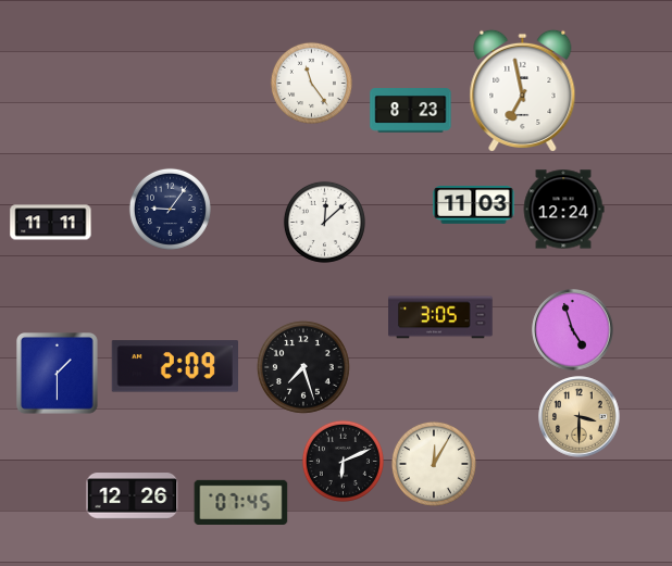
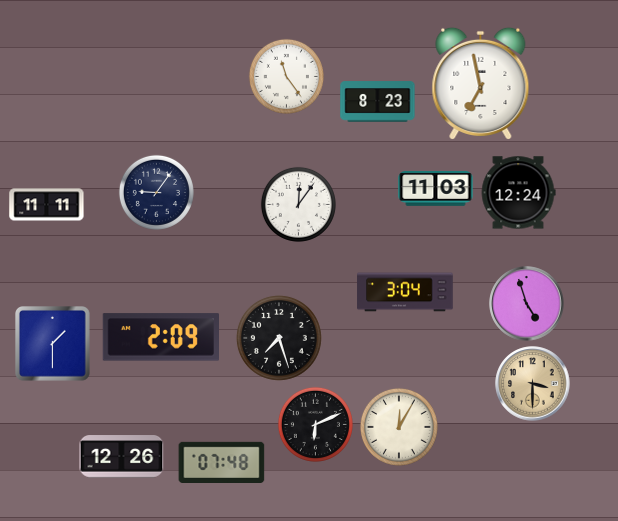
clock at (324, 222): 12:08 -> 12:06
clock at (440, 317): 3:05 -> 3:04
clock at (241, 502): 07:45 -> 07:48
